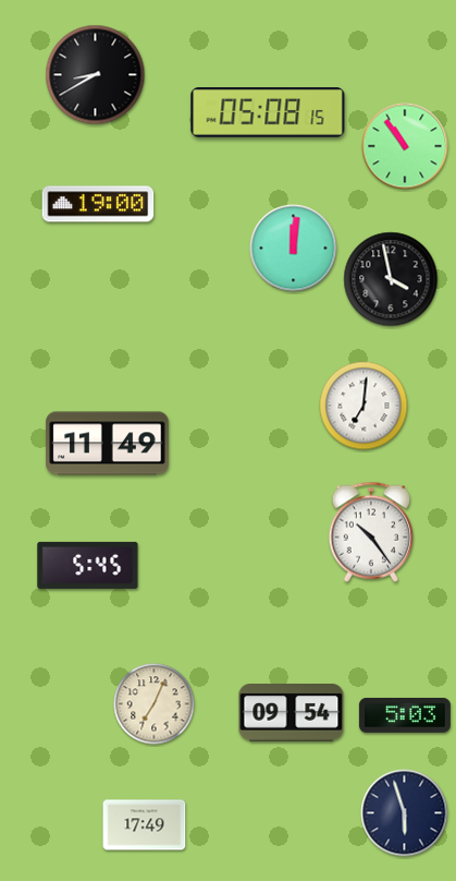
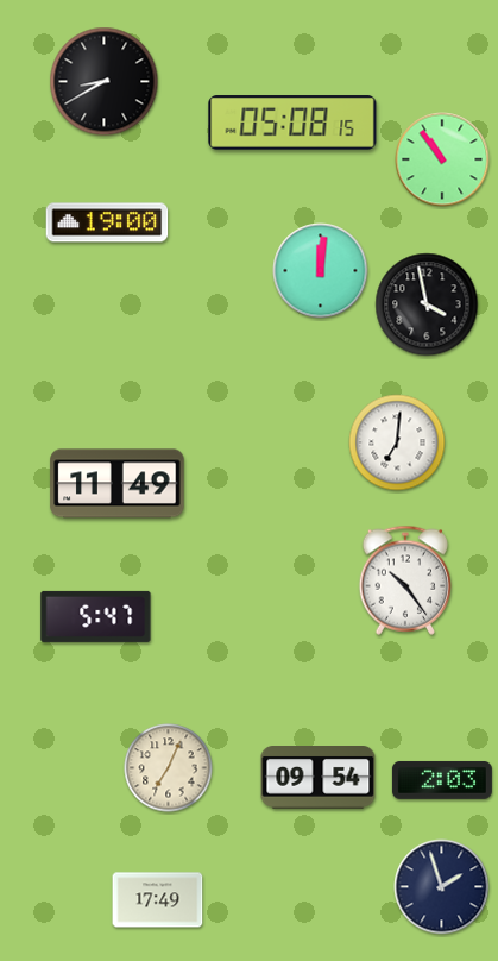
clock at (88, 565): 5:45 -> 5:47
clock at (405, 715): 5:03 -> 2:03
clock at (405, 813): 5:57 -> 1:57
